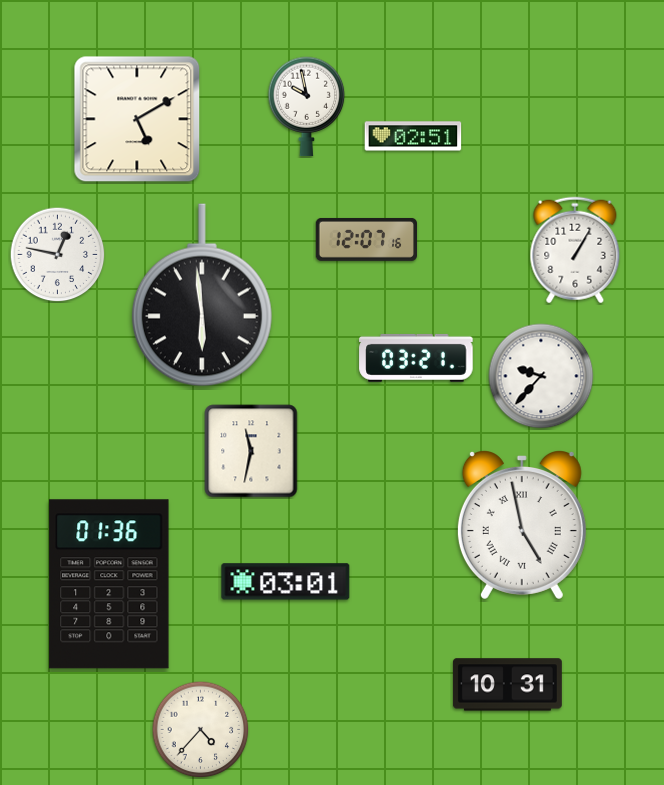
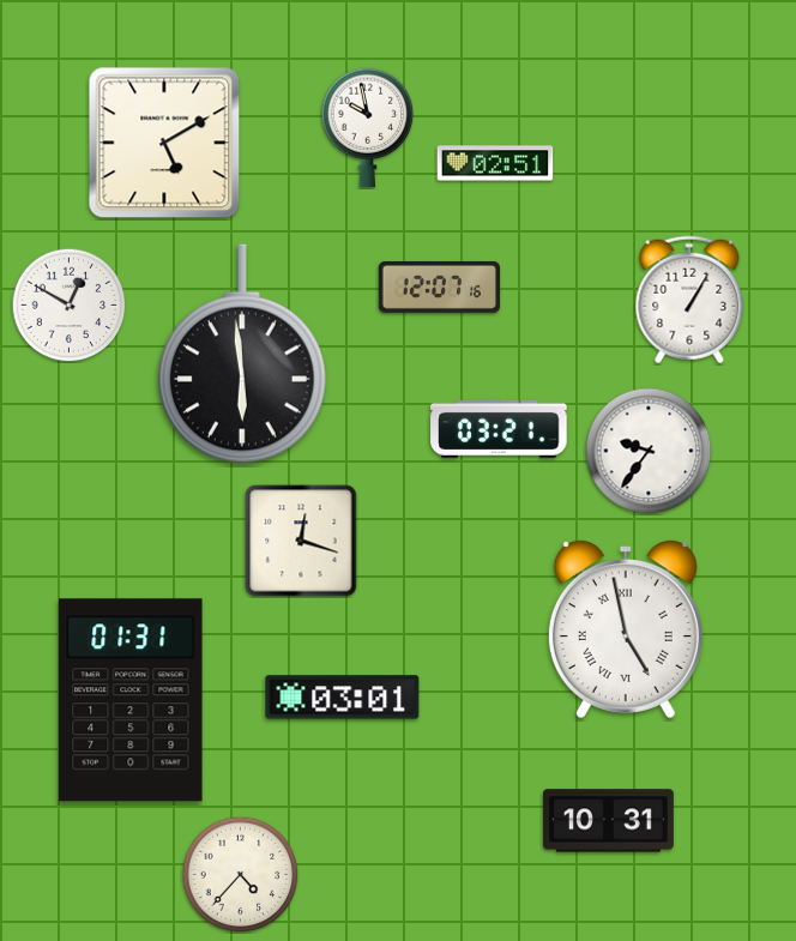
clock at (57, 254): 12:47 -> 12:50
clock at (541, 376): 9:37 -> 9:36
clock at (251, 451): 11:32 -> 12:18
clock at (109, 584): 01:36 -> 01:31
